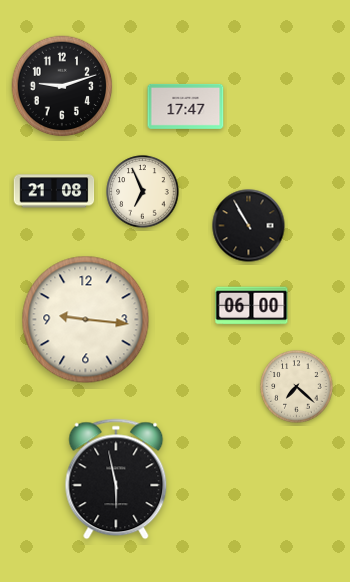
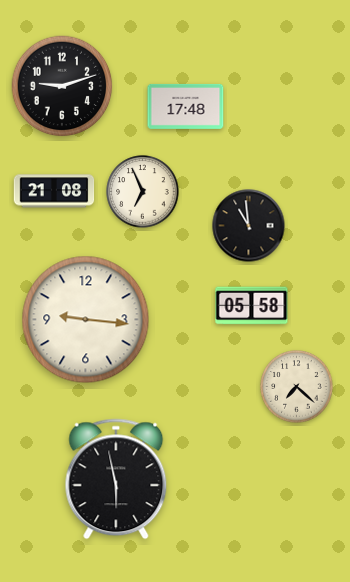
clock at (186, 106): 17:47 -> 17:48
clock at (249, 226): 10:55 -> 10:59
clock at (252, 306): 06:00 -> 05:58
